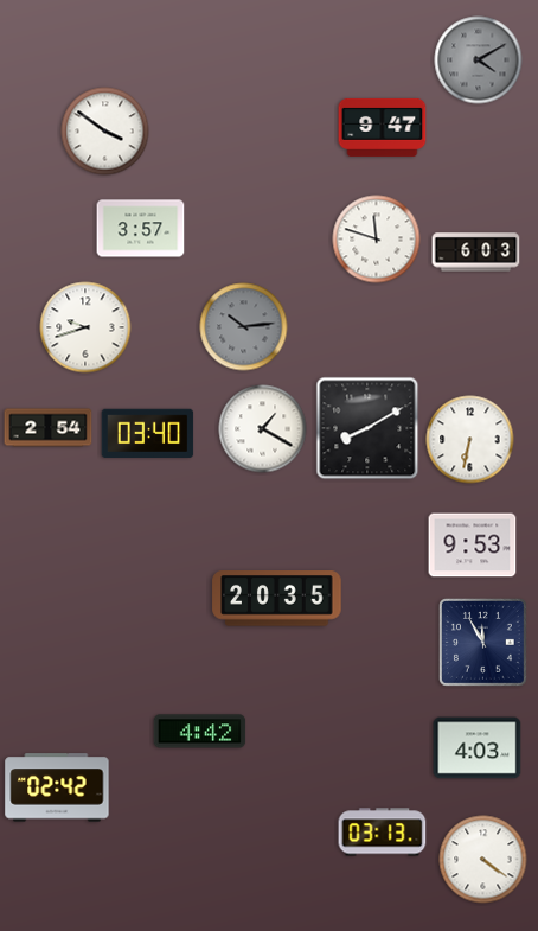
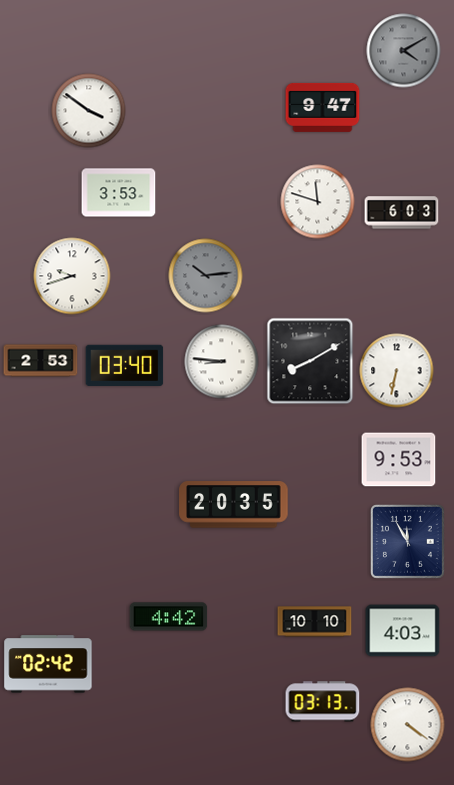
clock at (141, 229): 3:57 -> 3:53
clock at (49, 428): 2:54 -> 2:53
clock at (263, 429): 1:20 -> 8:46
clock at (315, 622): none -> 10:10
